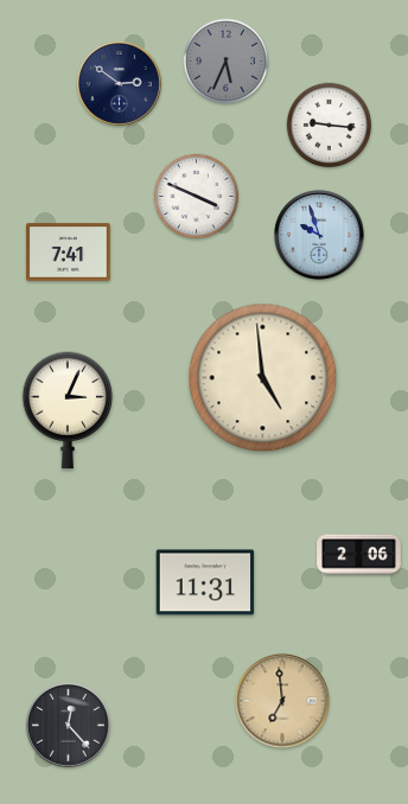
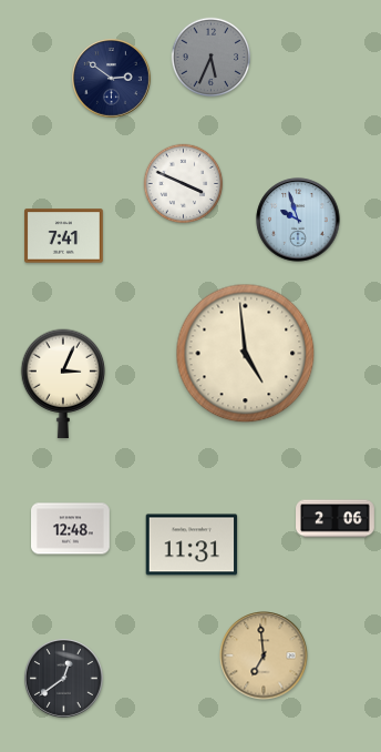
clock at (330, 126): 9:16 -> none
clock at (71, 529): none -> 12:48
clock at (69, 726): 12:23 -> 12:39
